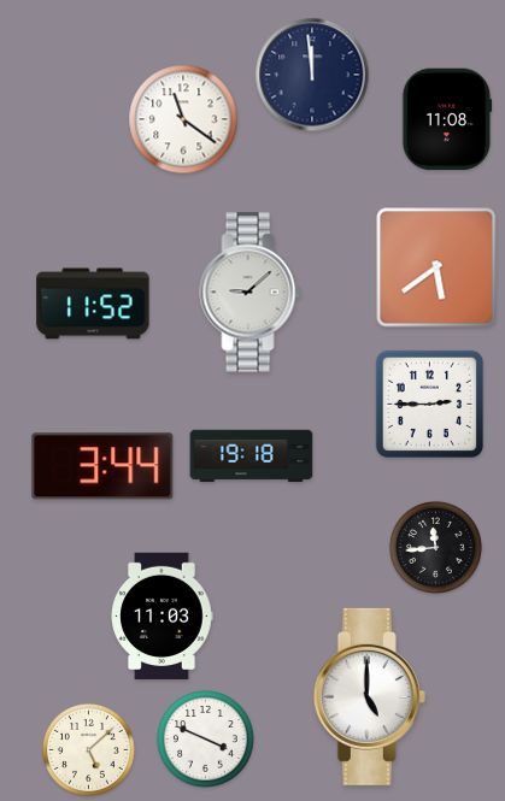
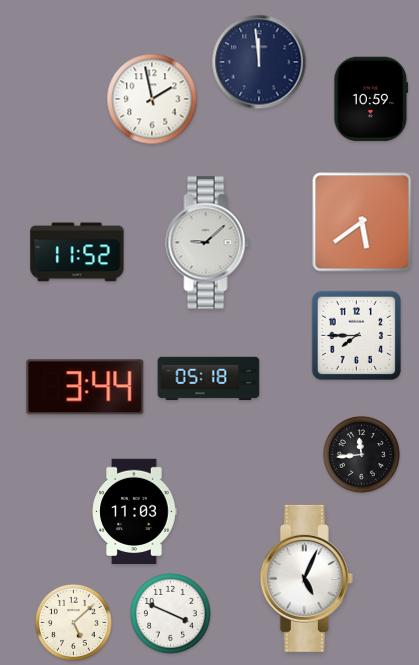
clock at (183, 119): 11:21 -> 1:58
clock at (447, 119): 11:08 -> 10:59
clock at (429, 404): 2:45 -> 7:45
clock at (252, 457): 19:18 -> 05:18
clock at (369, 696): 5:00 -> 5:04
